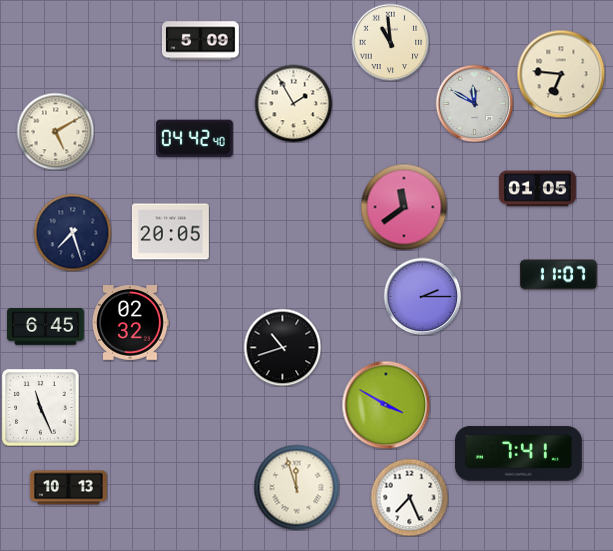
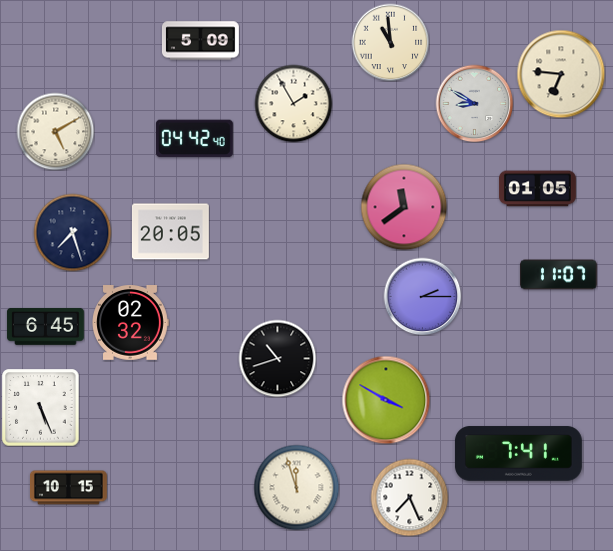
clock at (474, 103): 11:50 -> 8:50
clock at (282, 347) position: (282, 347) -> (277, 358)
clock at (386, 405) position: (386, 405) -> (386, 400)
clock at (40, 407): 11:26 -> 5:26
clock at (68, 488): 10:13 -> 10:15
